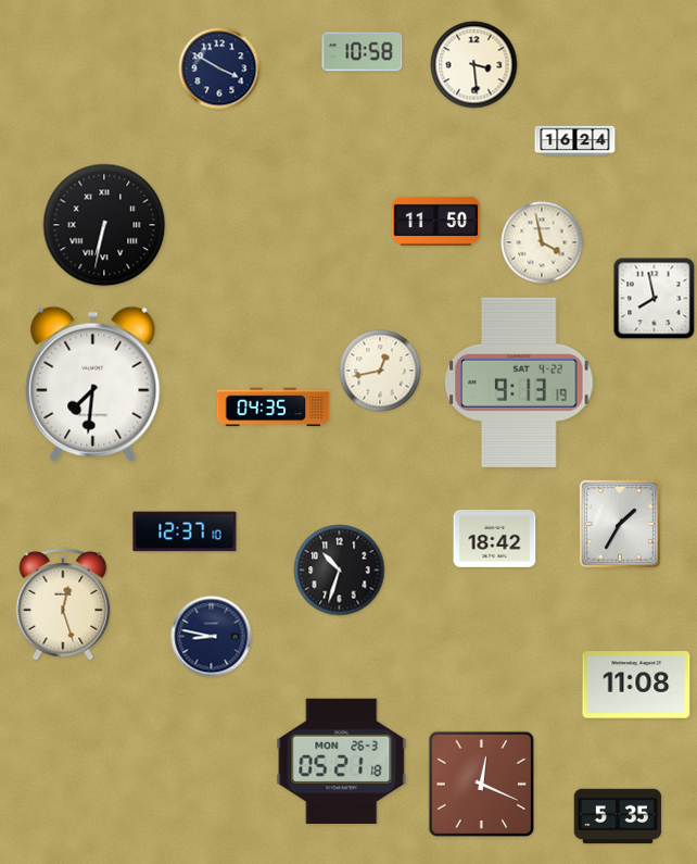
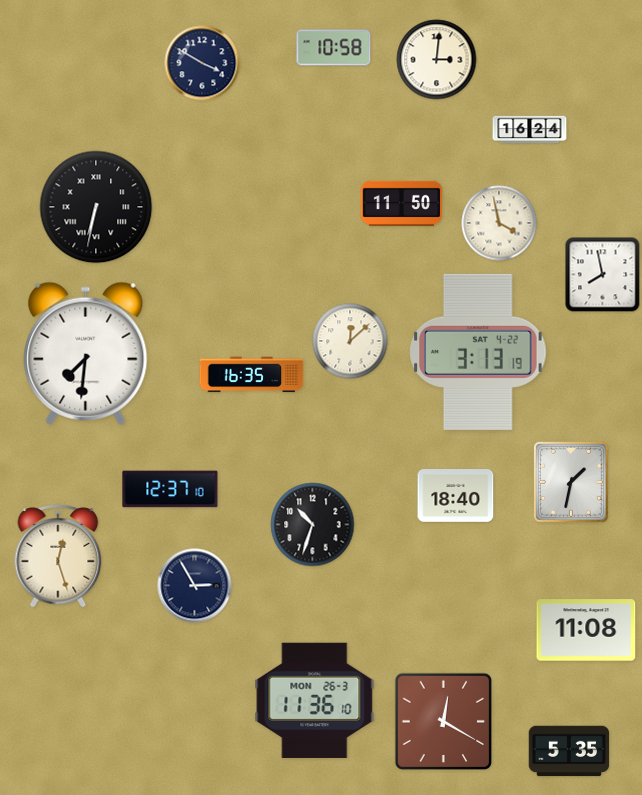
clock at (474, 65): 3:29 -> 3:01
clock at (380, 371): 12:43 -> 12:08
clock at (519, 383): 9:13 -> 3:13
clock at (274, 408): 04:35 -> 16:35
clock at (620, 525): 1:35 -> 1:32
clock at (495, 539): 18:42 -> 18:40
clock at (212, 637): 8:47 -> 2:55
clock at (342, 761): 05:21 -> 11:36
clock at (481, 784): 12:19 -> 12:20
